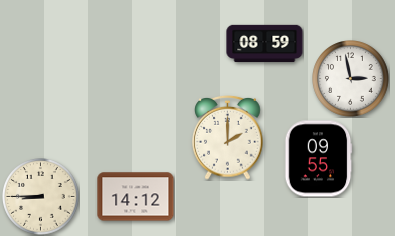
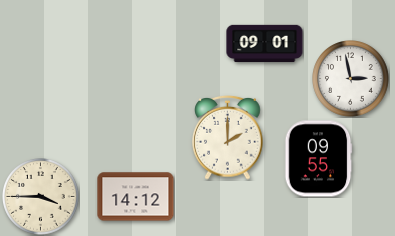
clock at (265, 44): 08:59 -> 09:01
clock at (41, 197): 8:45 -> 3:45
